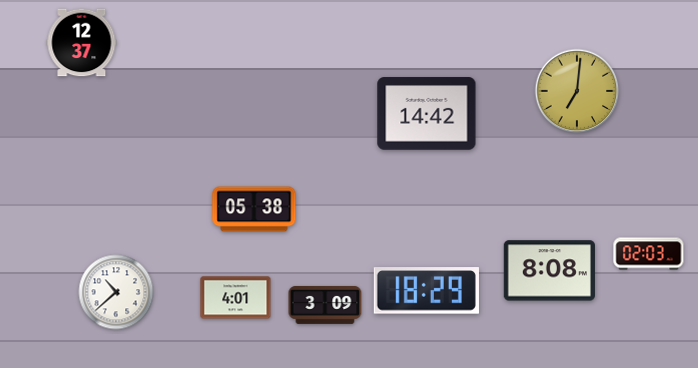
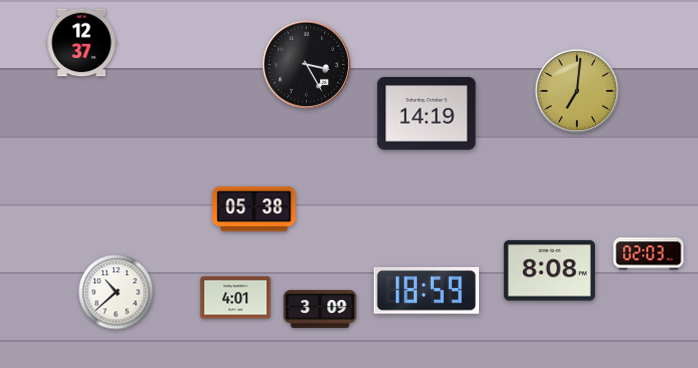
clock at (306, 64): none -> 3:25
clock at (427, 114): 14:42 -> 14:19
clock at (426, 291): 18:29 -> 18:59
clock at (325, 305) position: (325, 305) -> (320, 309)
